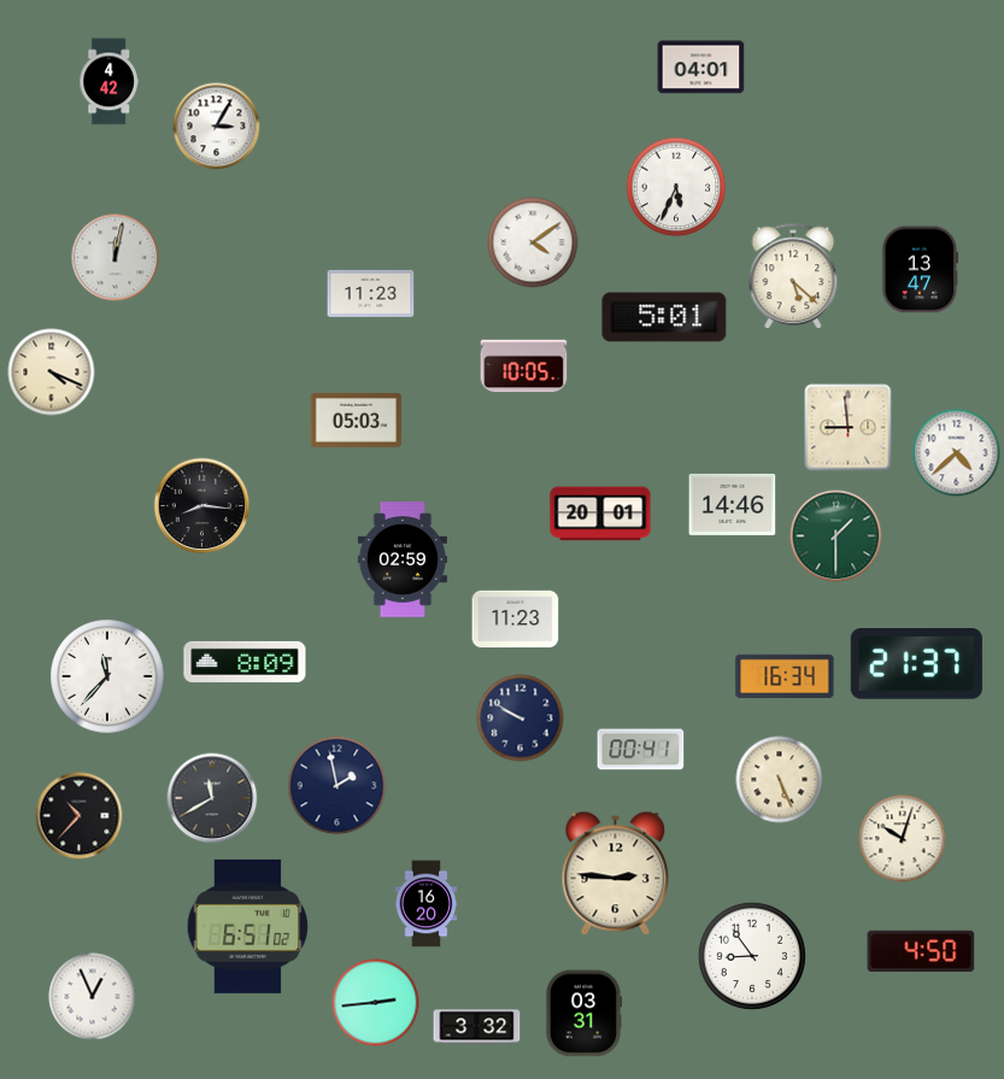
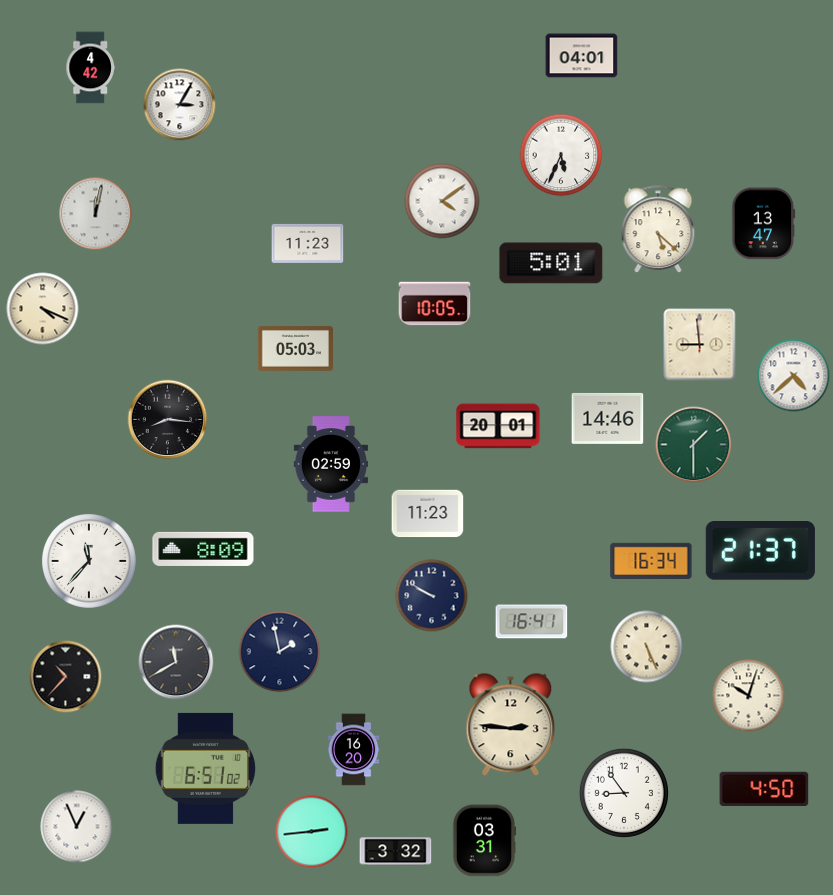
clock at (849, 428) position: (849, 428) -> (700, 345)
clock at (401, 559) position: (401, 559) -> (330, 464)
clock at (641, 750): 00:41 -> 16:41
